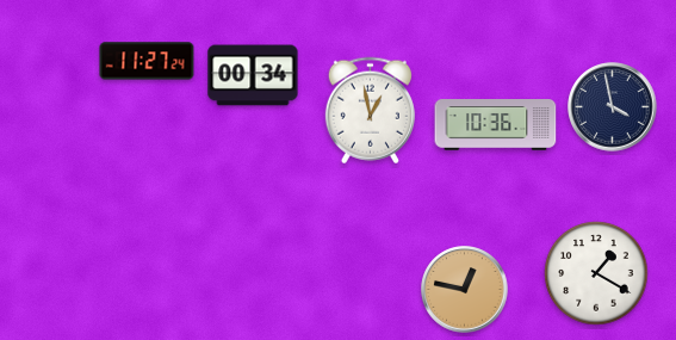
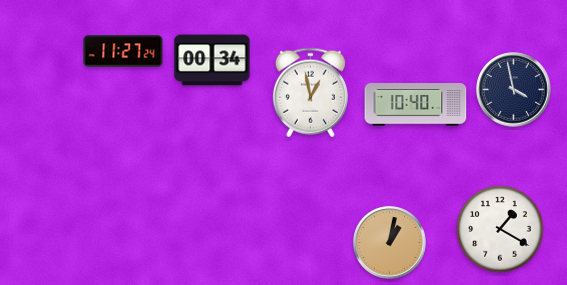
clock at (253, 75) position: (253, 75) -> (212, 60)
clock at (496, 125): 10:36 -> 10:40
clock at (465, 290): 12:47 -> 1:02
